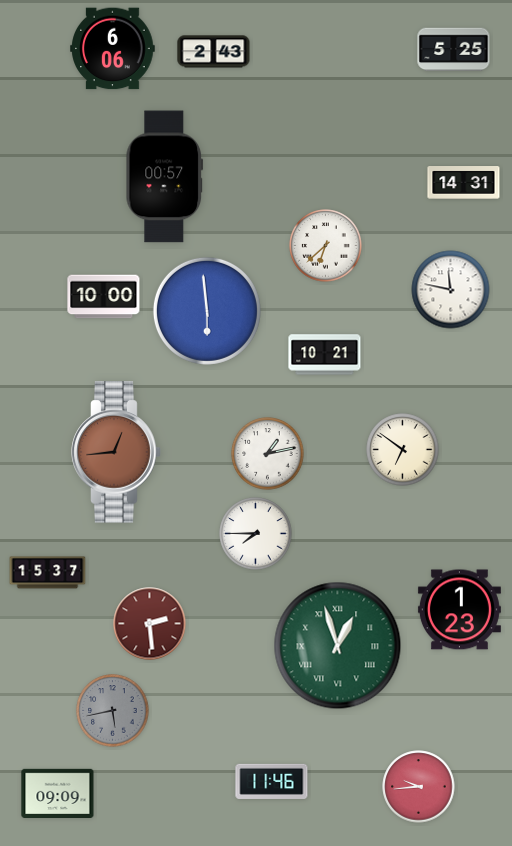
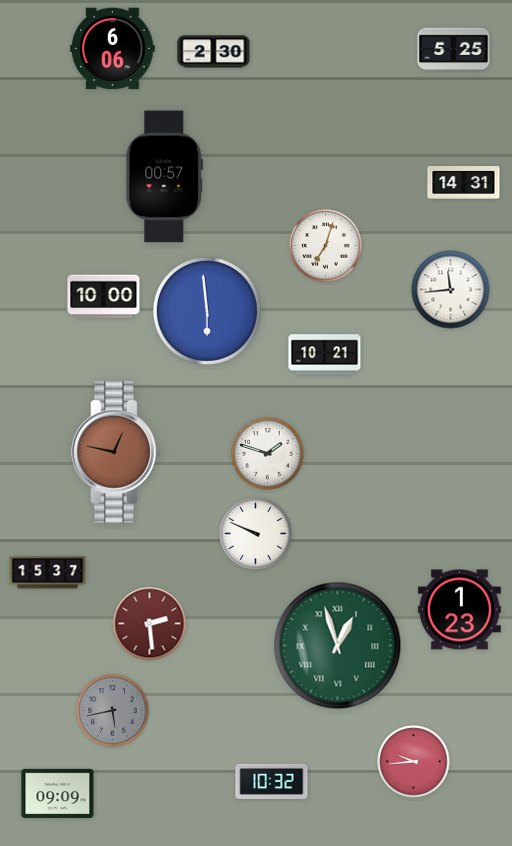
clock at (214, 52): 2:43 -> 2:30
clock at (326, 246): 6:38 -> 7:03
clock at (451, 290): 11:47 -> 11:44
clock at (403, 450): 6:51 -> none
clock at (116, 452): 12:44 -> 12:47
clock at (268, 454): 1:13 -> 1:48
clock at (256, 534): 7:45 -> 9:49
clock at (272, 781): 11:46 -> 10:32
clock at (419, 787) position: (419, 787) -> (414, 762)
